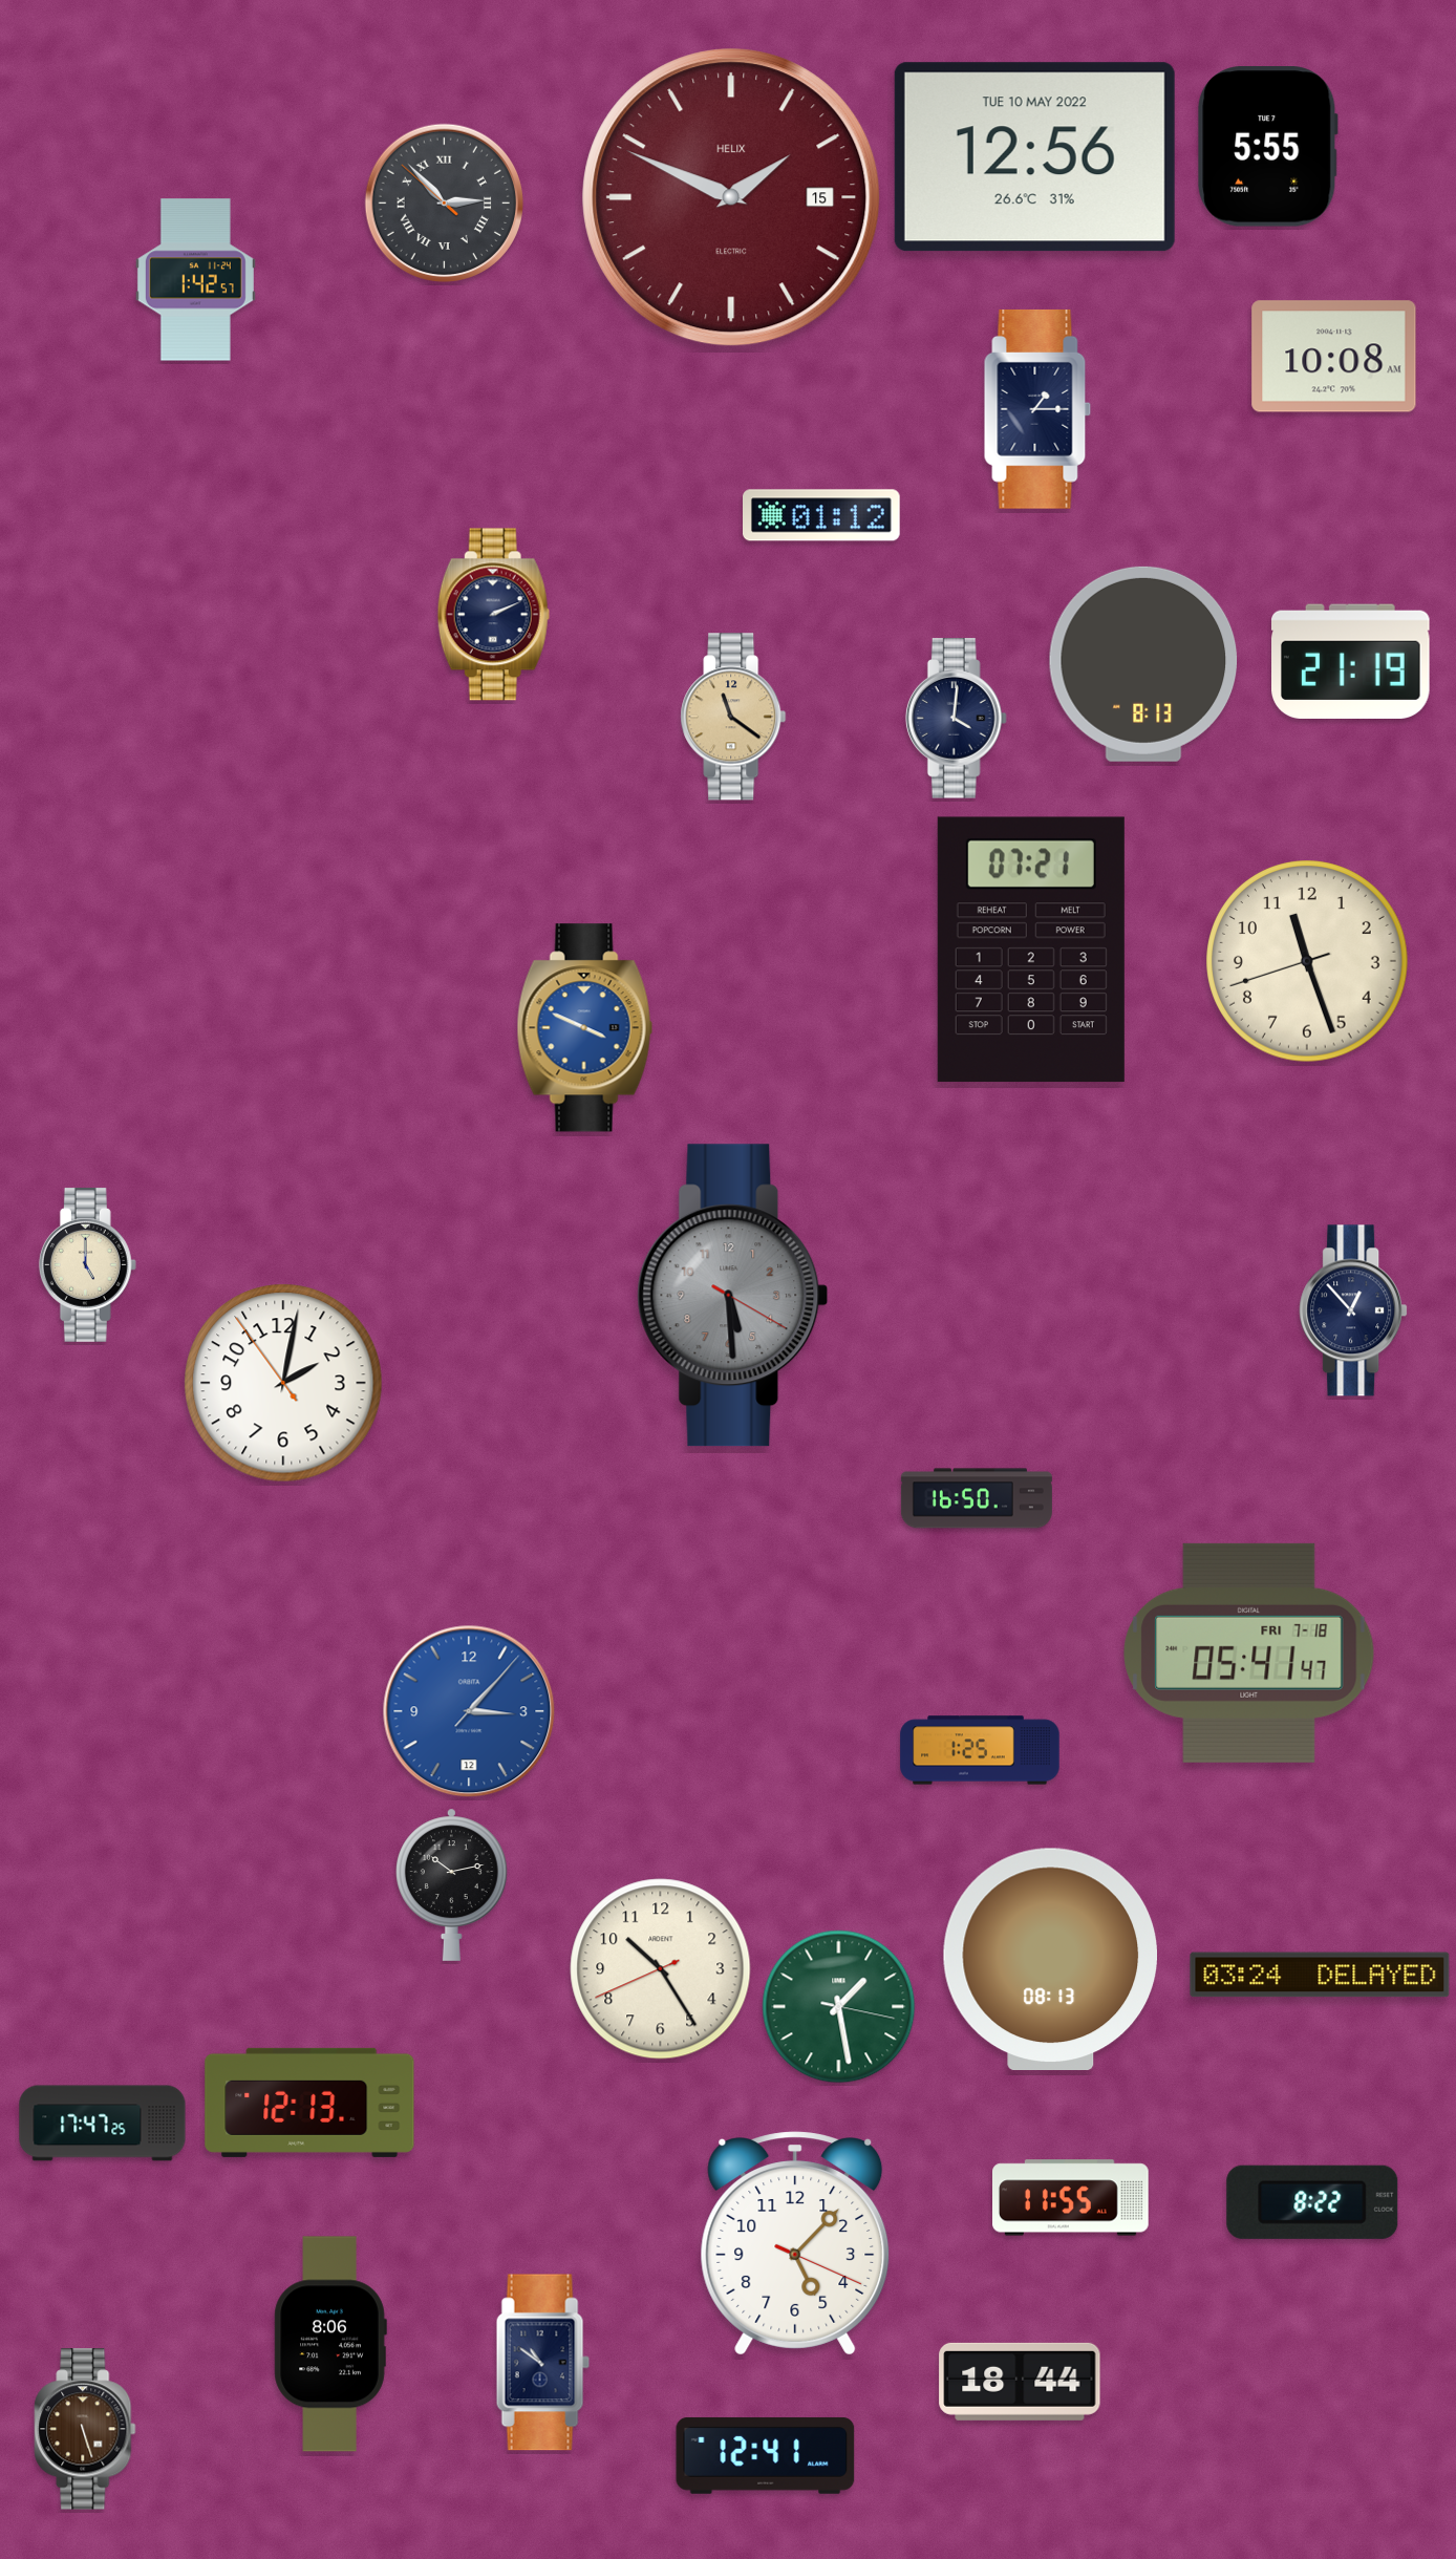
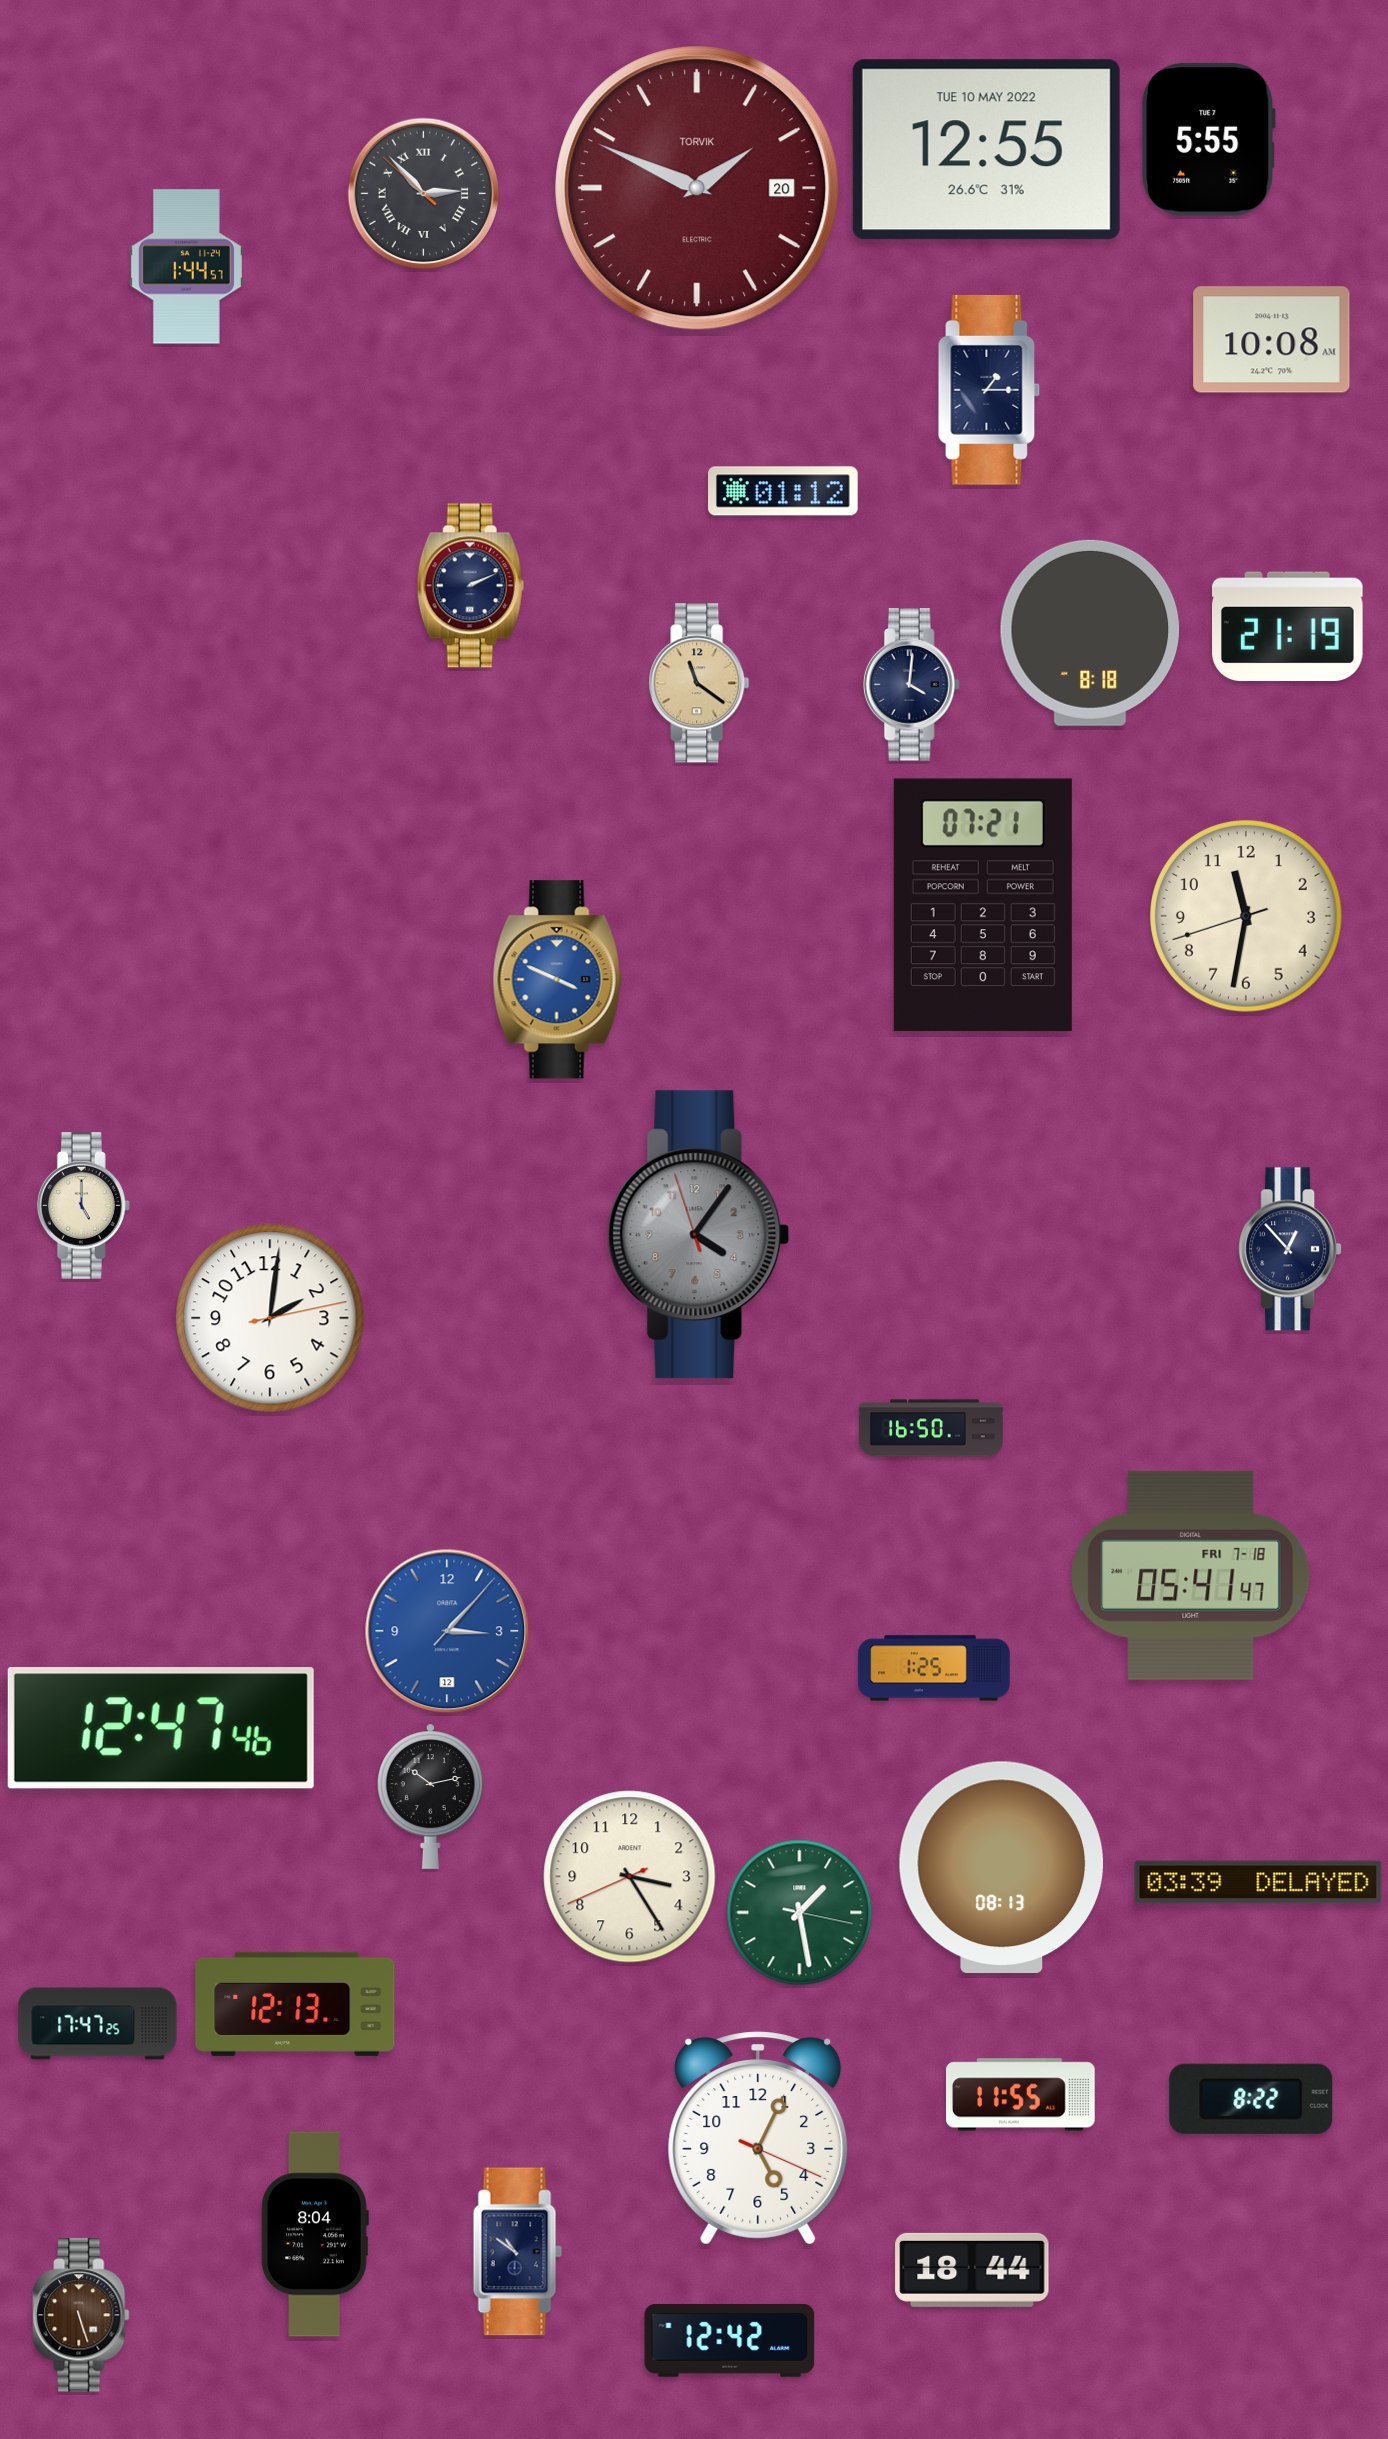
clock at (1034, 157): 12:56 -> 12:55
clock at (731, 197) date: 15 -> 20
clock at (731, 197) brand: HELIX -> TORVIK
clock at (195, 280): 1:42 -> 1:44
clock at (1351, 661) position: (1351, 661) -> (1288, 626)
clock at (1143, 664): 8:13 -> 8:18
clock at (1307, 961): 11:26 -> 11:31
clock at (733, 1296): 5:29 -> 4:05
clock at (283, 1383): 2:01:54 -> 2:01:13
clock at (161, 1728): none -> 12:47
clock at (661, 1969): 10:24 -> 3:24
clock at (1320, 1975): 03:24 -> 03:39
clock at (795, 2243): 5:07 -> 5:04
clock at (330, 2344): 8:06 -> 8:04
clock at (766, 2455): 12:41 -> 12:42
